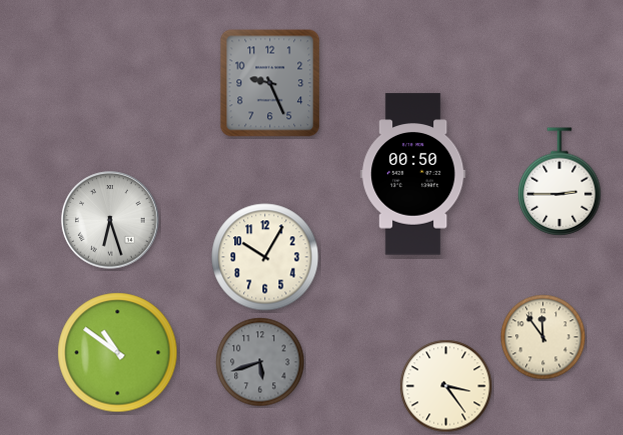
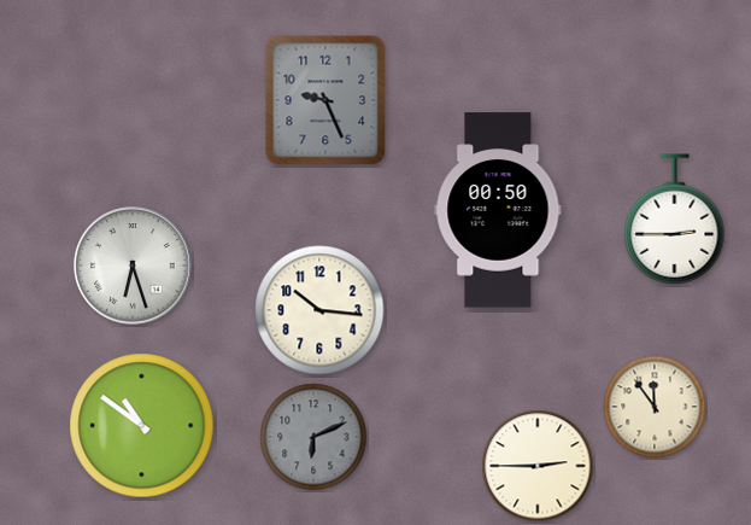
clock at (265, 257): 10:05 -> 10:16
clock at (260, 362): 5:42 -> 6:11
clock at (446, 386): 3:24 -> 2:45
